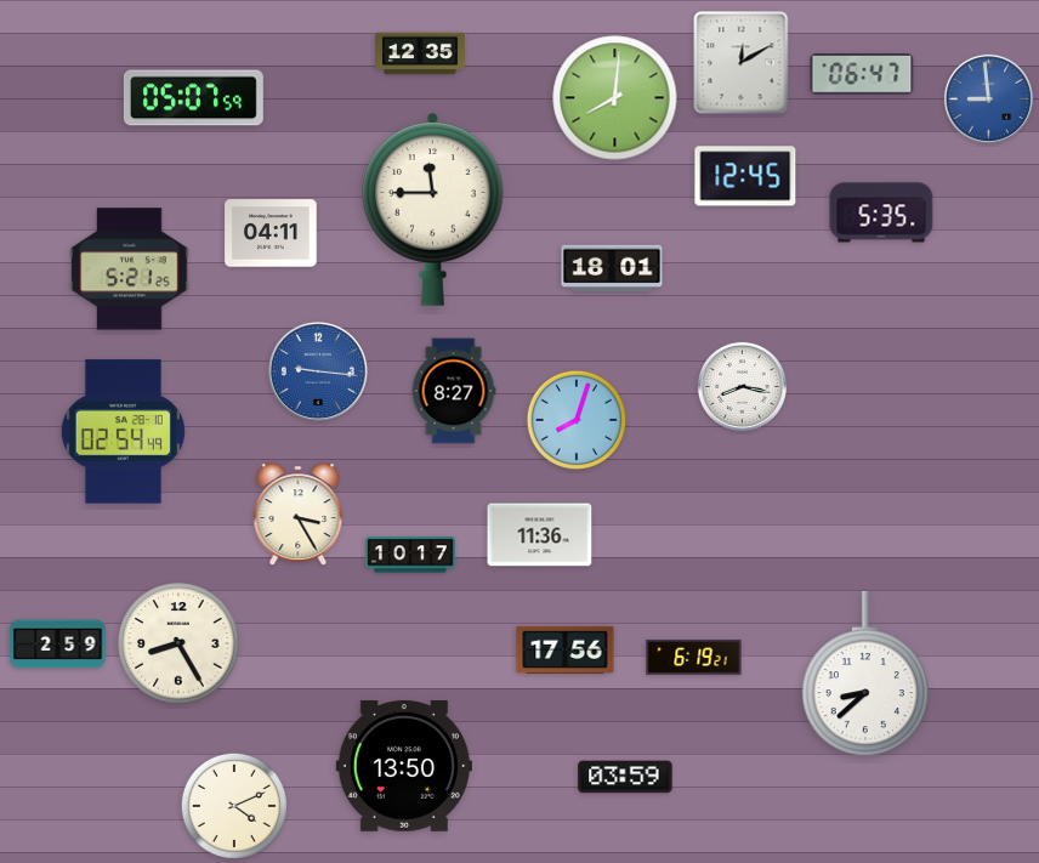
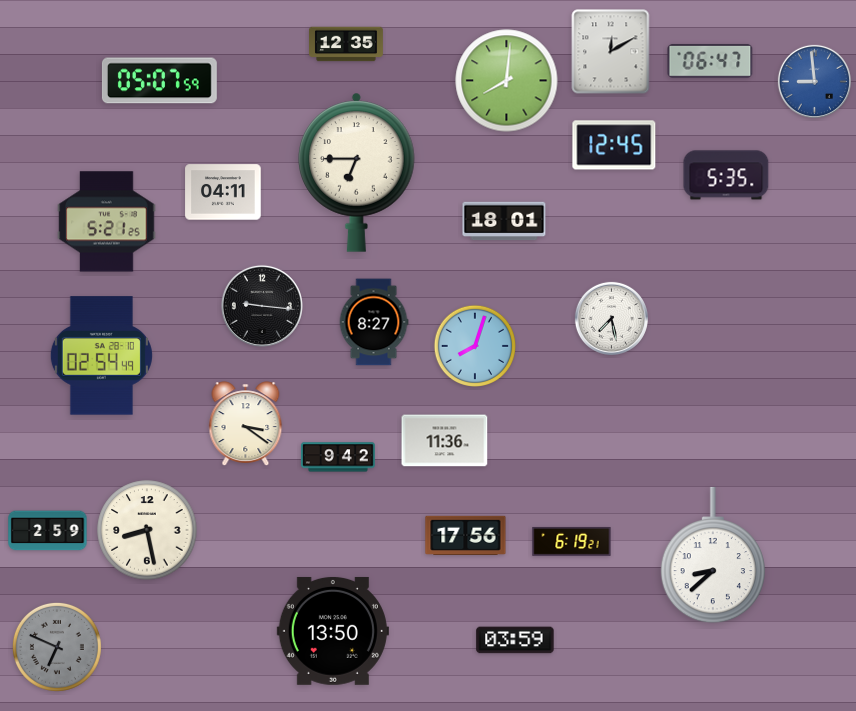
clock at (433, 209): 11:45 -> 6:45
clock at (318, 371) dial: blue -> black
clock at (742, 386): 8:17 -> 7:28
clock at (299, 513): 3:25 -> 3:21
clock at (411, 555): 10:17 -> 9:42
clock at (178, 643): 8:25 -> 8:28
clock at (57, 647): none -> 6:49
clock at (234, 806): 4:11 -> none
